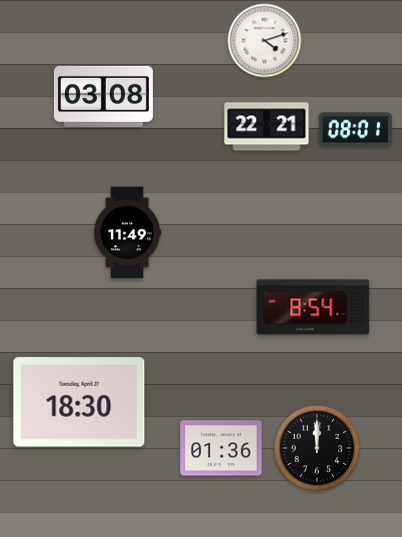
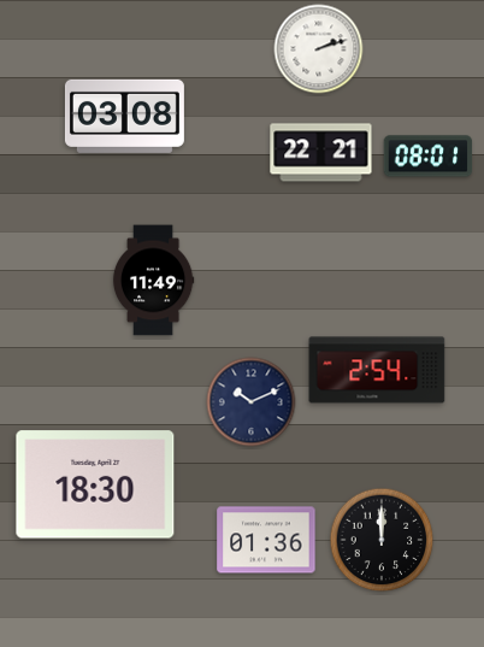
clock at (265, 41): 4:12 -> 2:12
clock at (313, 307): 8:54 -> 2:54
clock at (252, 402): none -> 10:11
